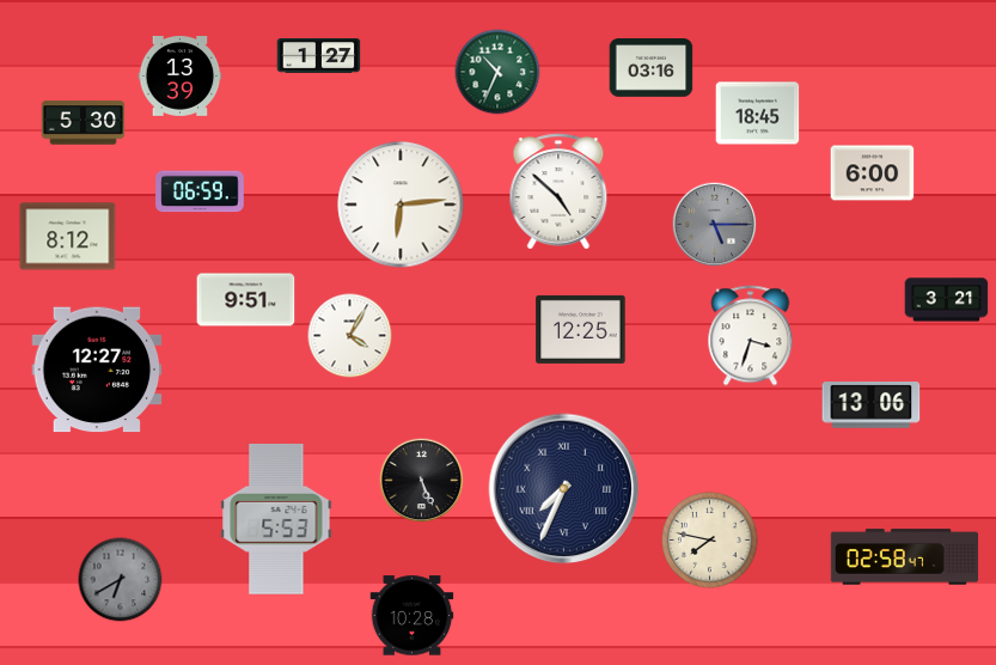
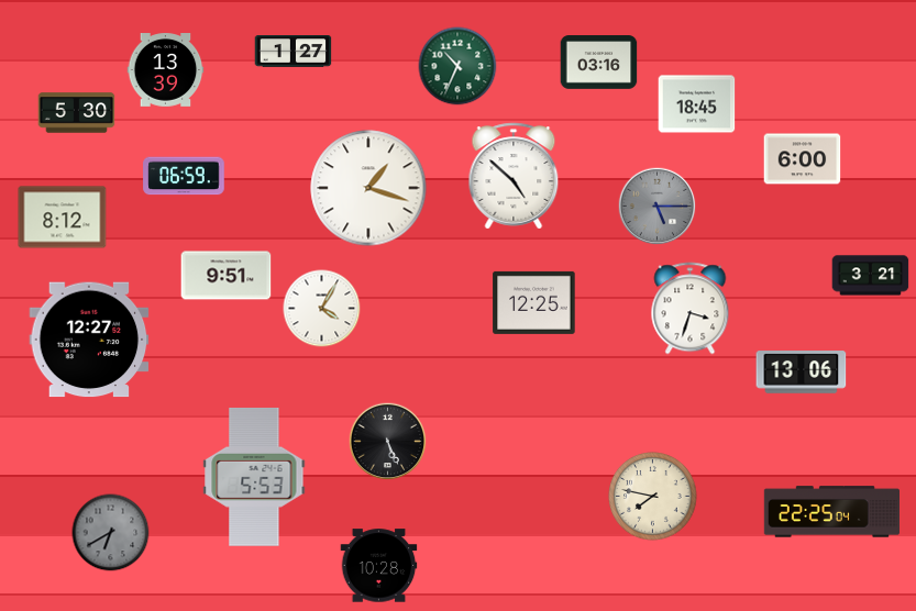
clock at (401, 205): 6:14 -> 1:18
clock at (564, 489): 7:34 -> none
clock at (904, 557): 02:58 -> 22:25
